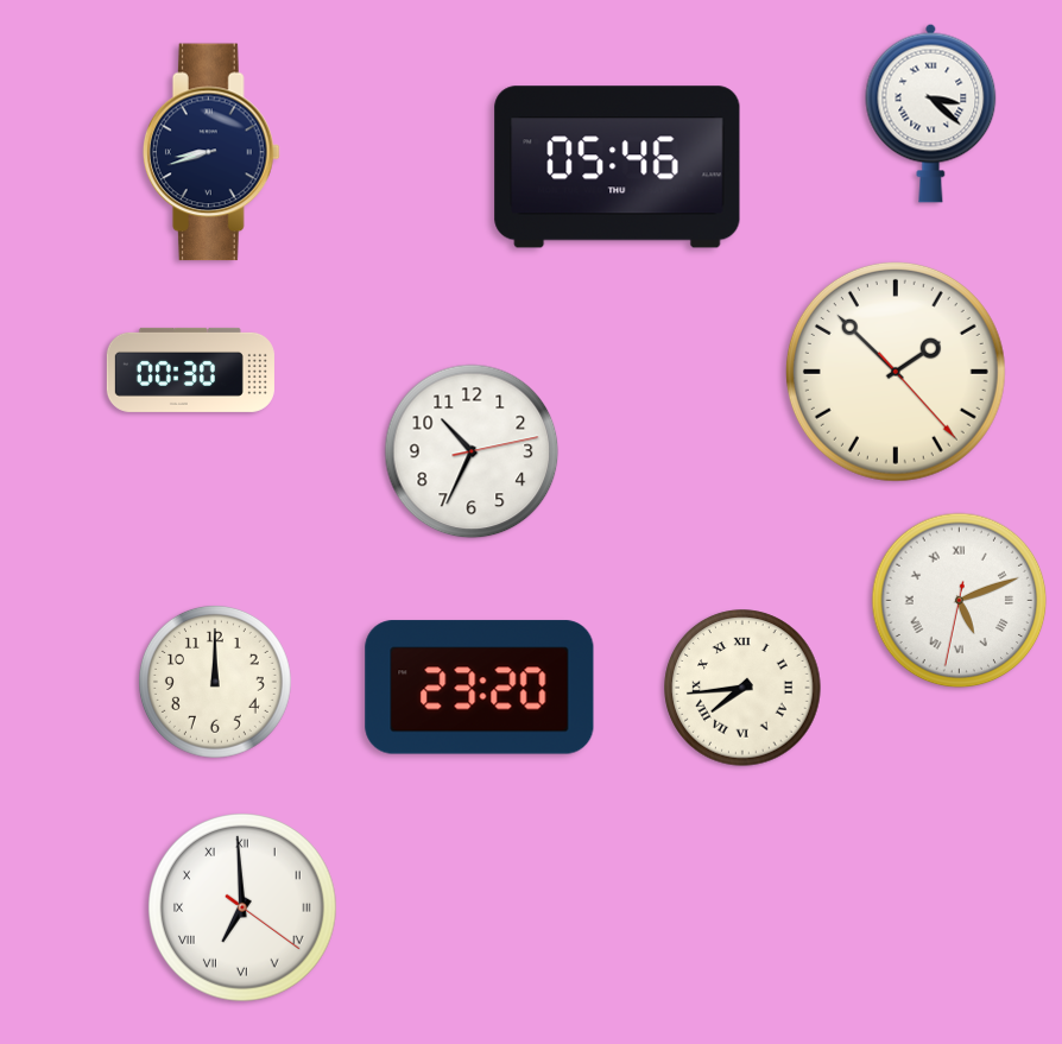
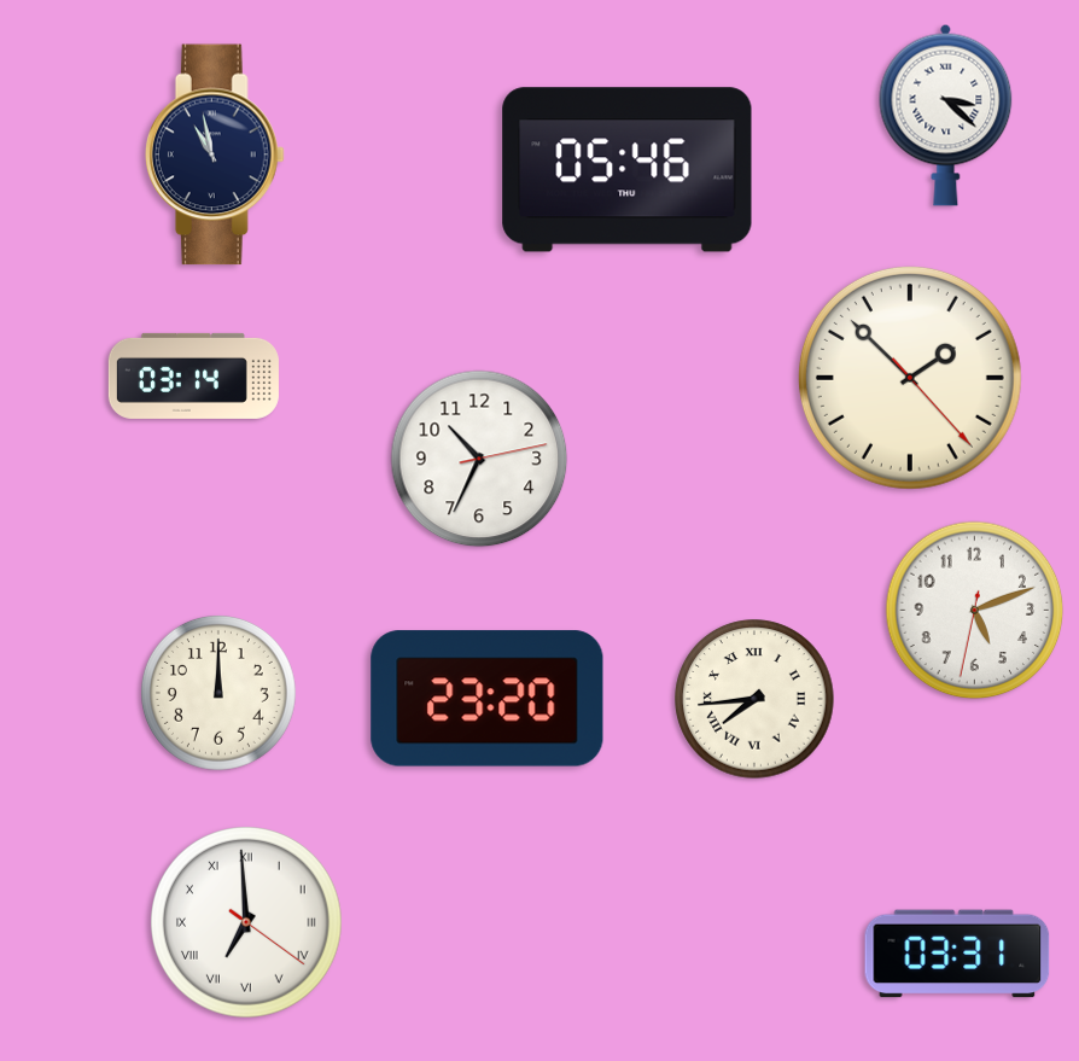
clock at (211, 152): 8:42 -> 10:58
clock at (190, 369): 00:30 -> 03:14
clock at (960, 601) numerals: Roman -> Arabic
clock at (957, 954): none -> 03:31
